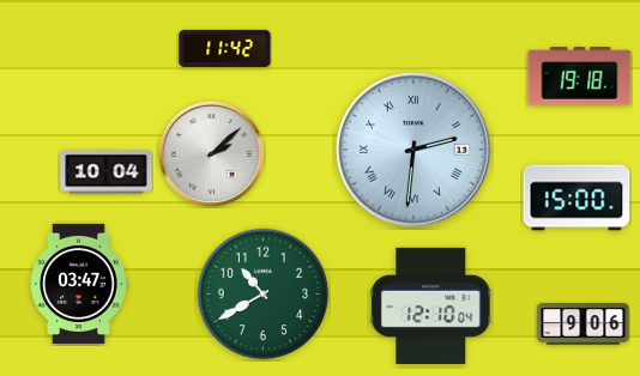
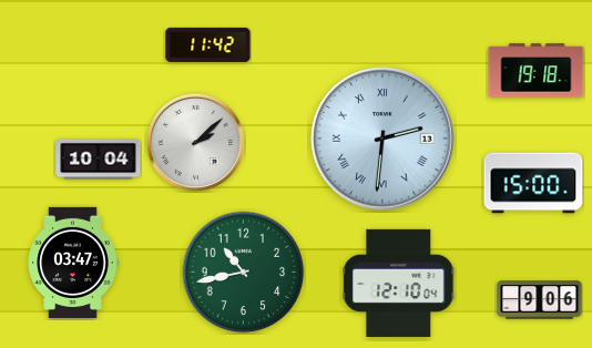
clock at (264, 295): 10:40 -> 10:43
